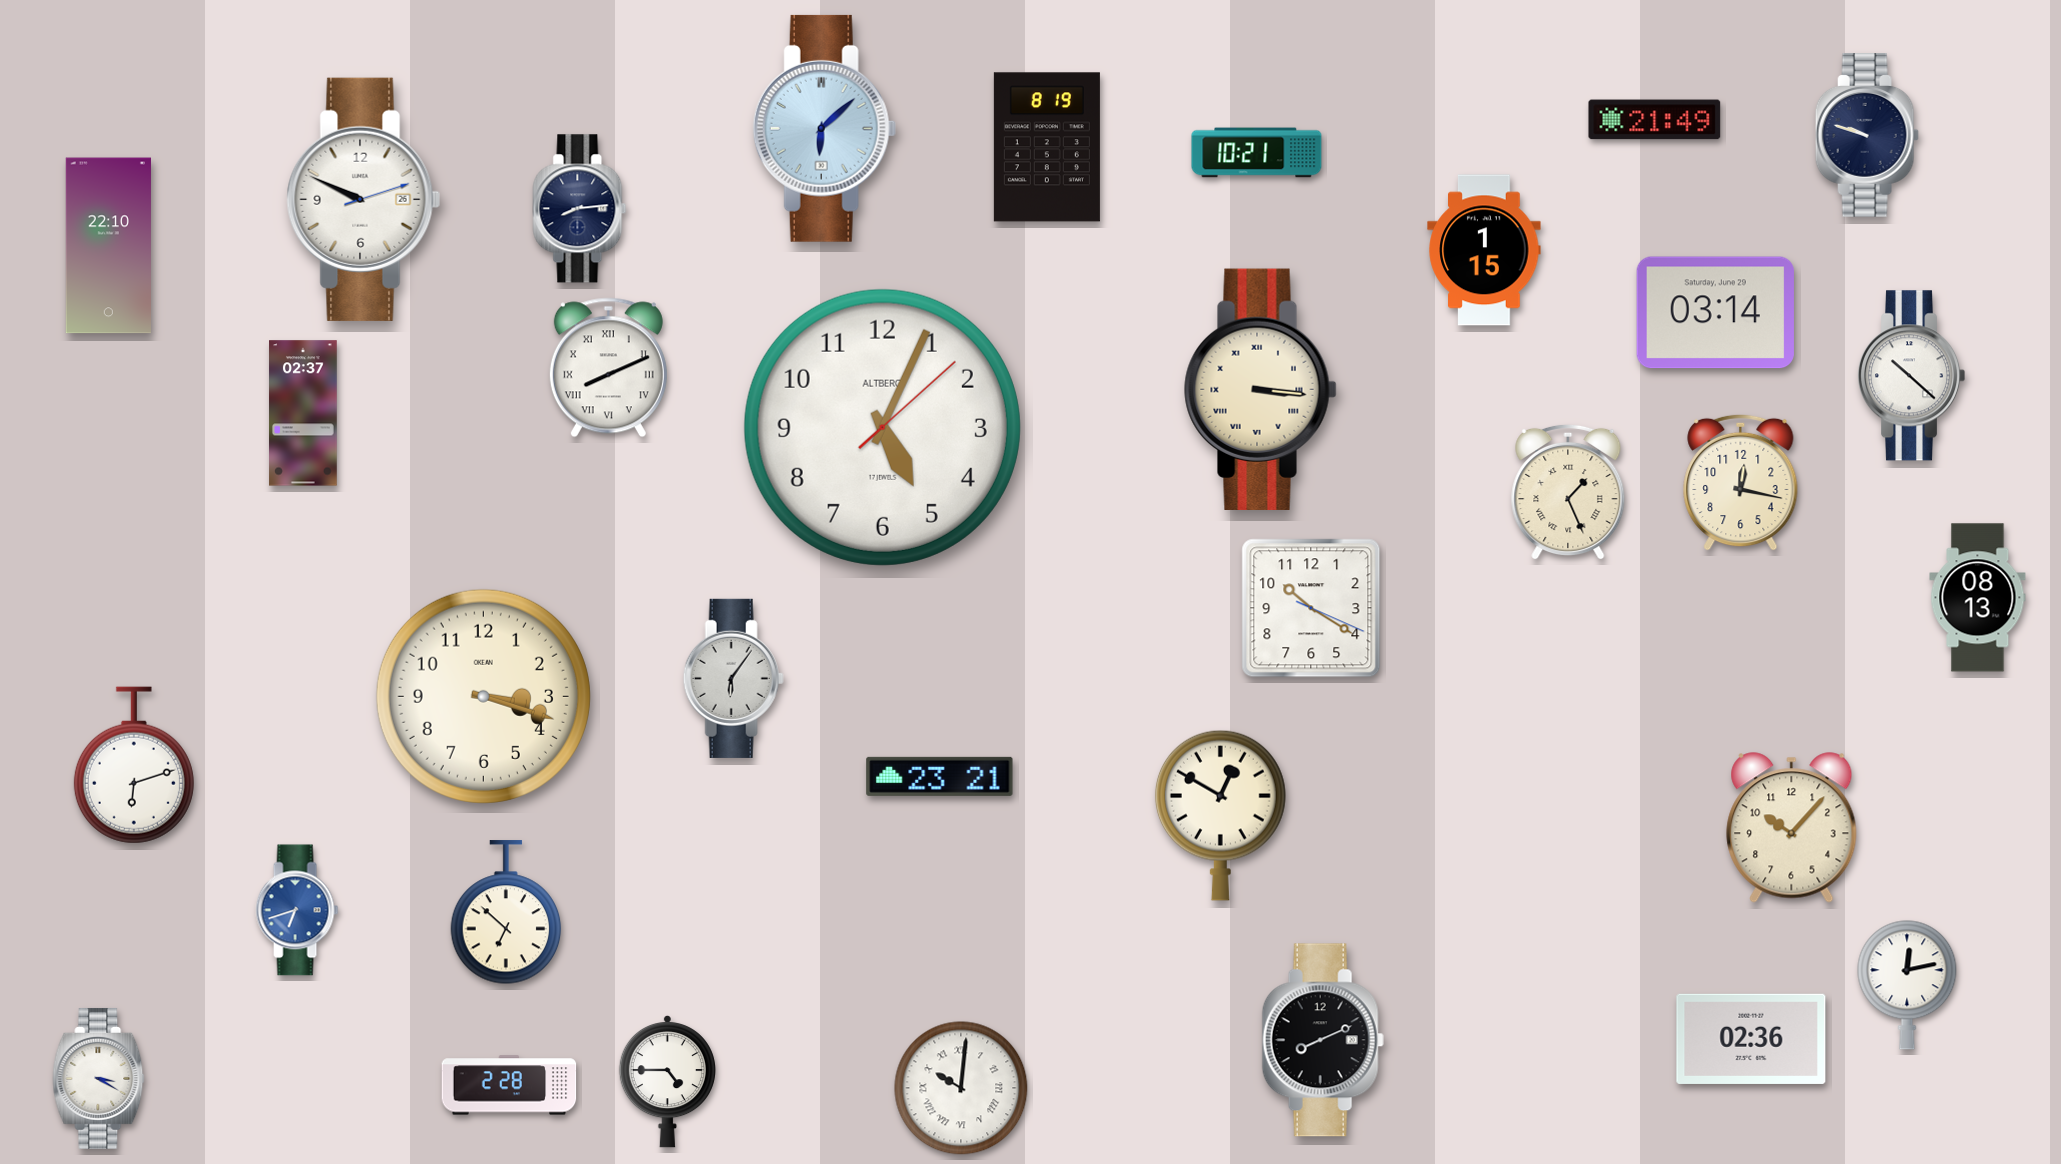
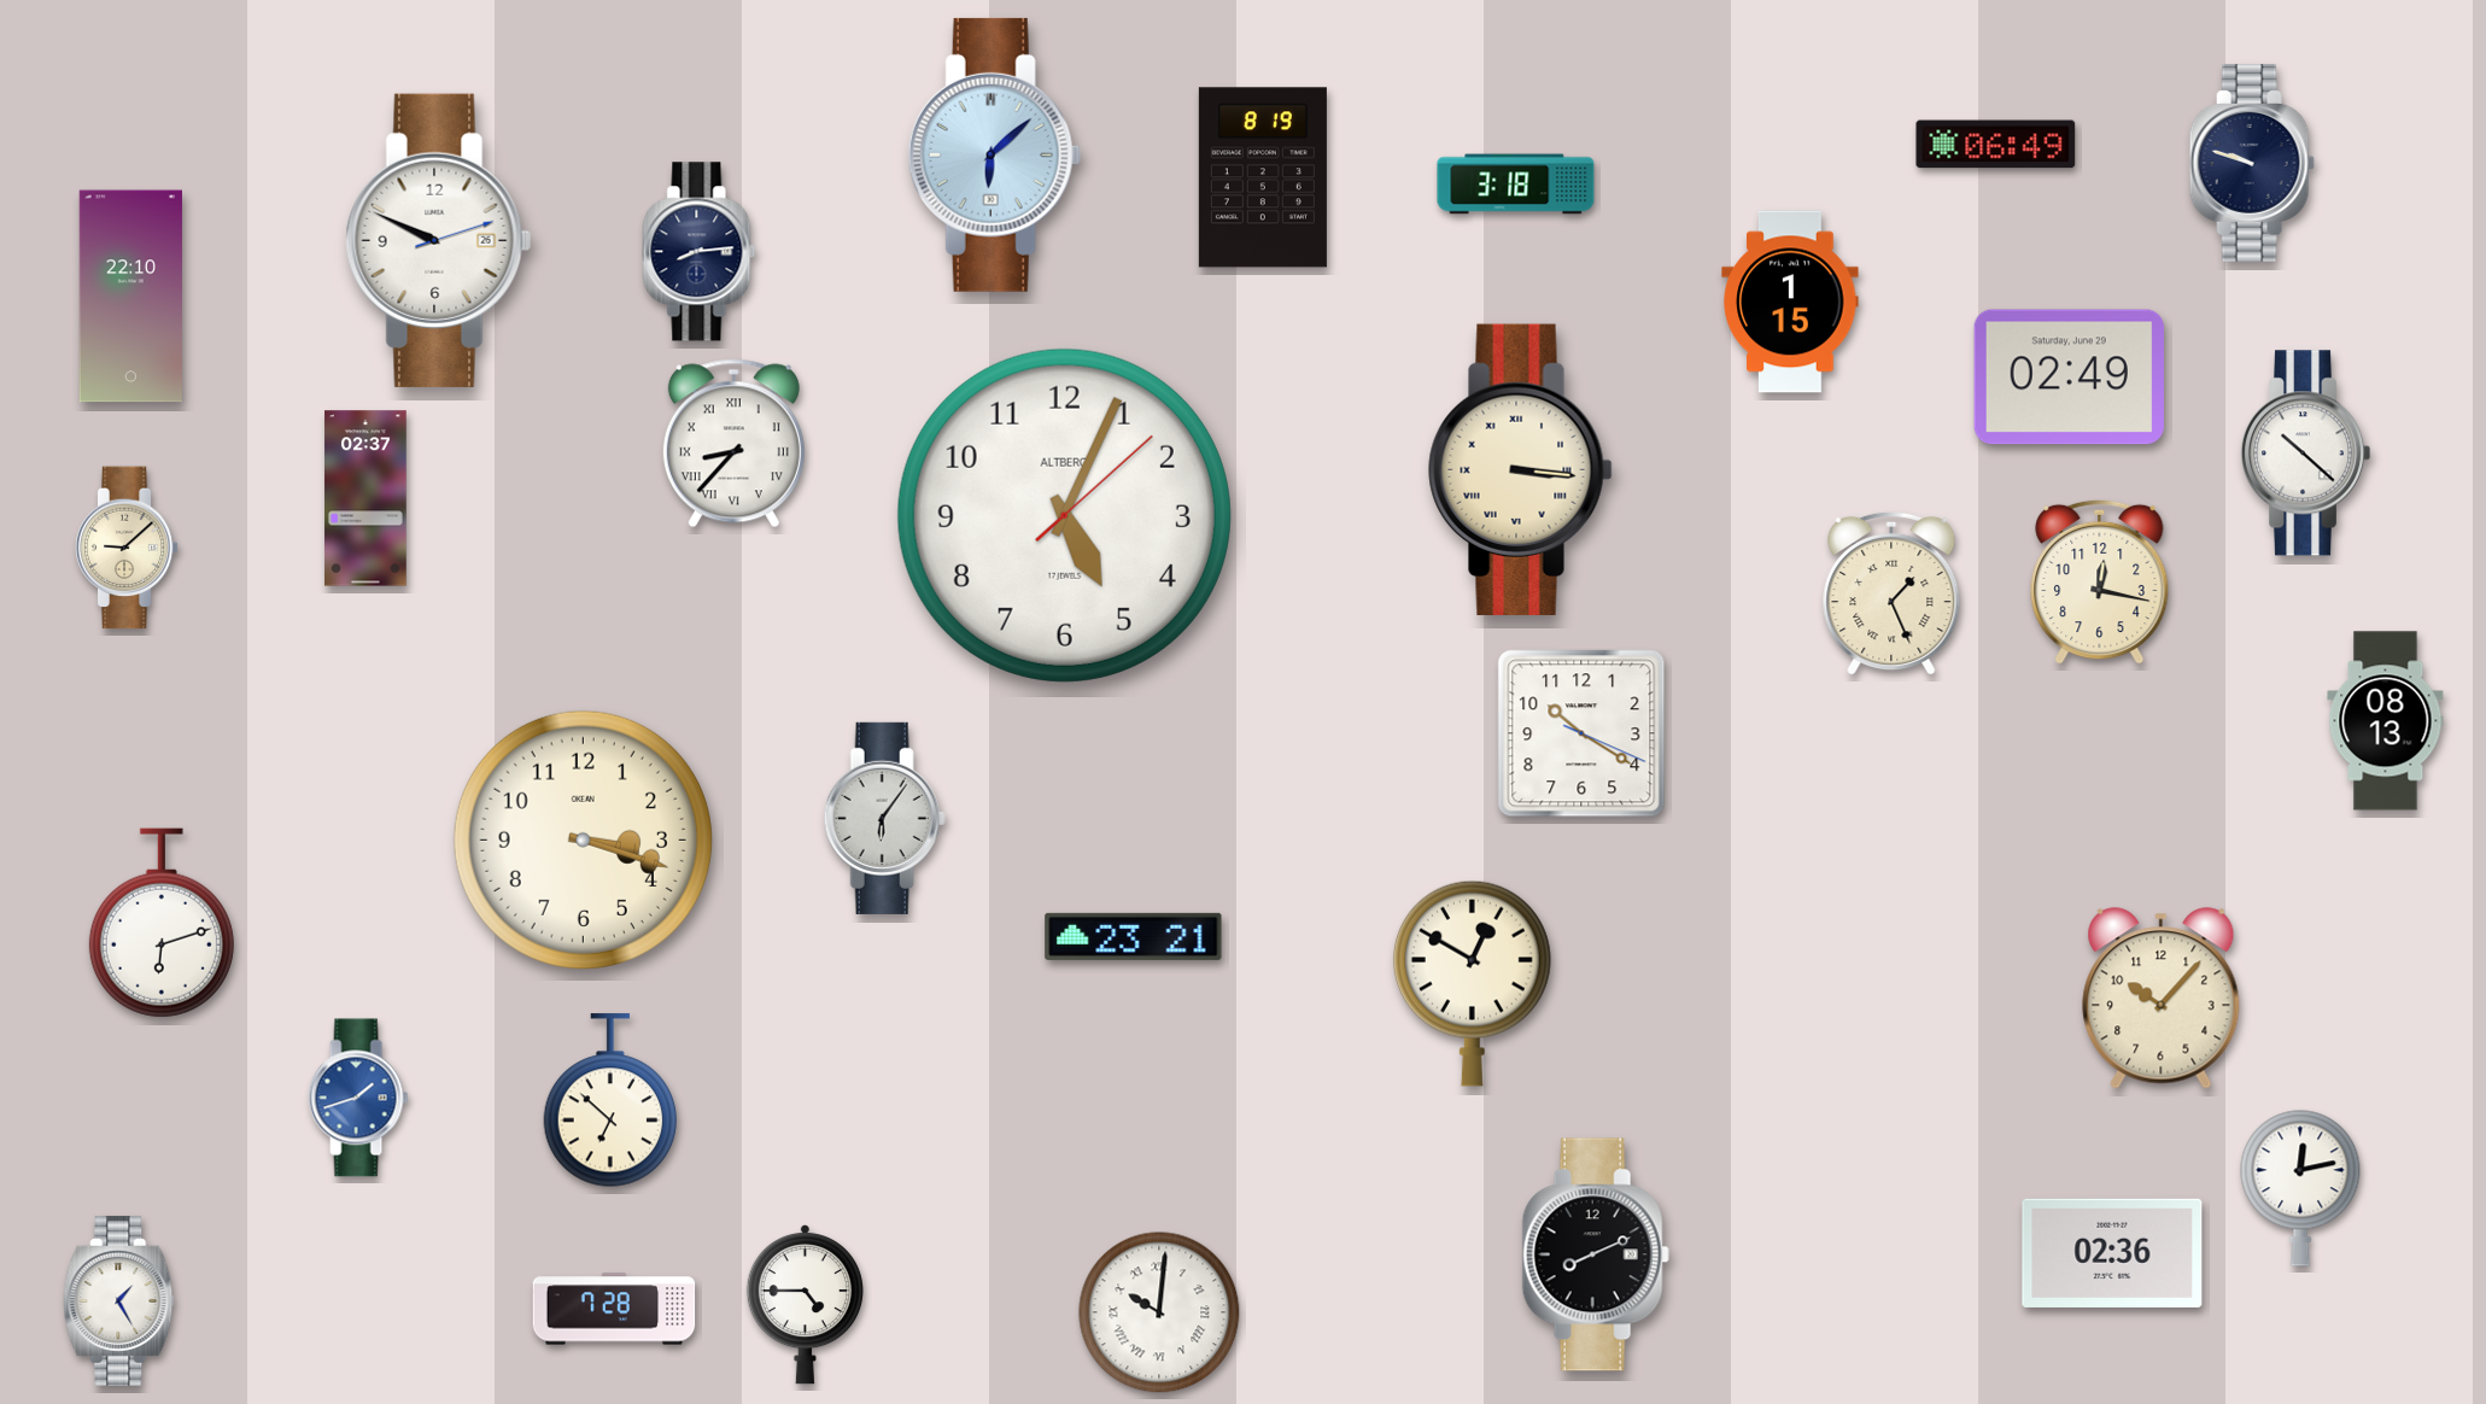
clock at (1655, 120): 21:49 -> 06:49
clock at (1257, 153): 10:21 -> 3:18
clock at (1715, 313): 03:14 -> 02:49
clock at (608, 368): 8:11 -> 8:37
clock at (127, 548): none -> 9:08
clock at (297, 910): 6:42 -> 1:42
clock at (99, 1078): 3:20 -> 1:25
clock at (509, 1085): 2:28 -> 7:28
